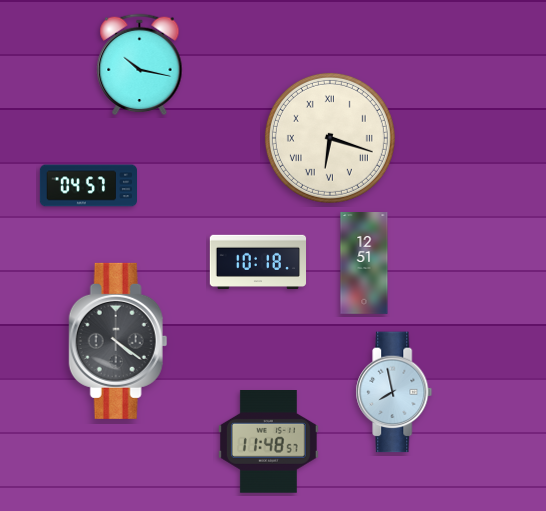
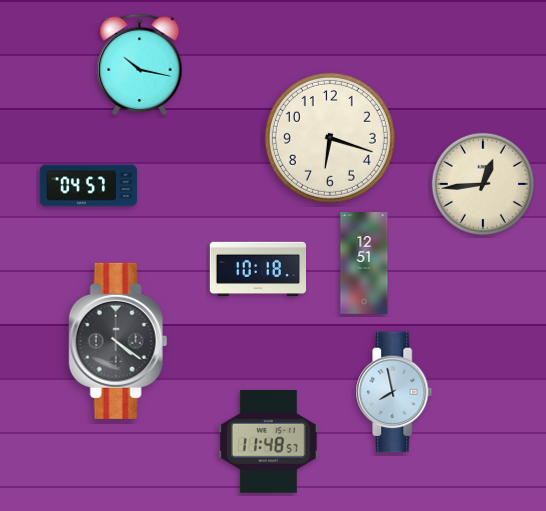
clock at (330, 138) numerals: Roman -> Arabic
clock at (483, 184): none -> 12:44
clock at (258, 262) position: (258, 262) -> (258, 269)
